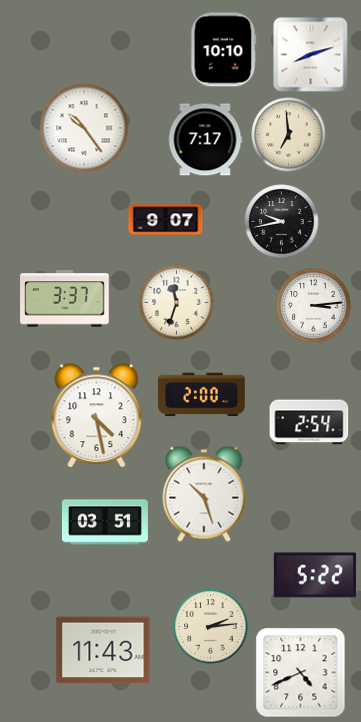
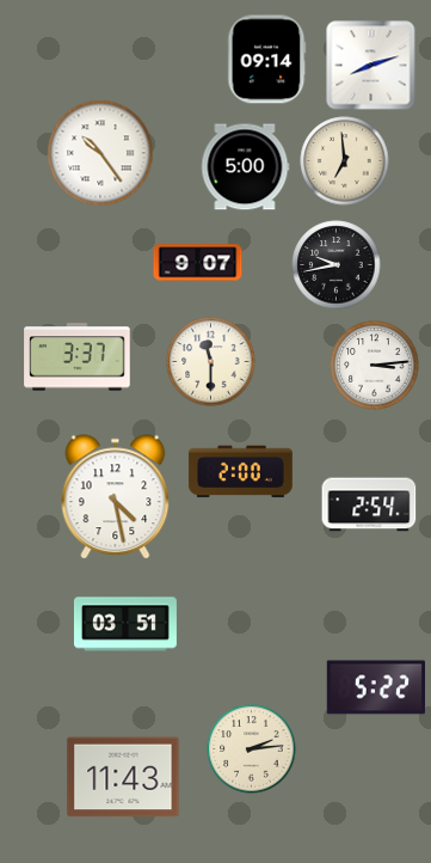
clock at (224, 50): 10:10 -> 09:14
clock at (205, 140): 7:17 -> 5:00
clock at (177, 303): 11:33 -> 11:30
clock at (204, 494): 10:27 -> none
clock at (301, 673): 4:41 -> none
